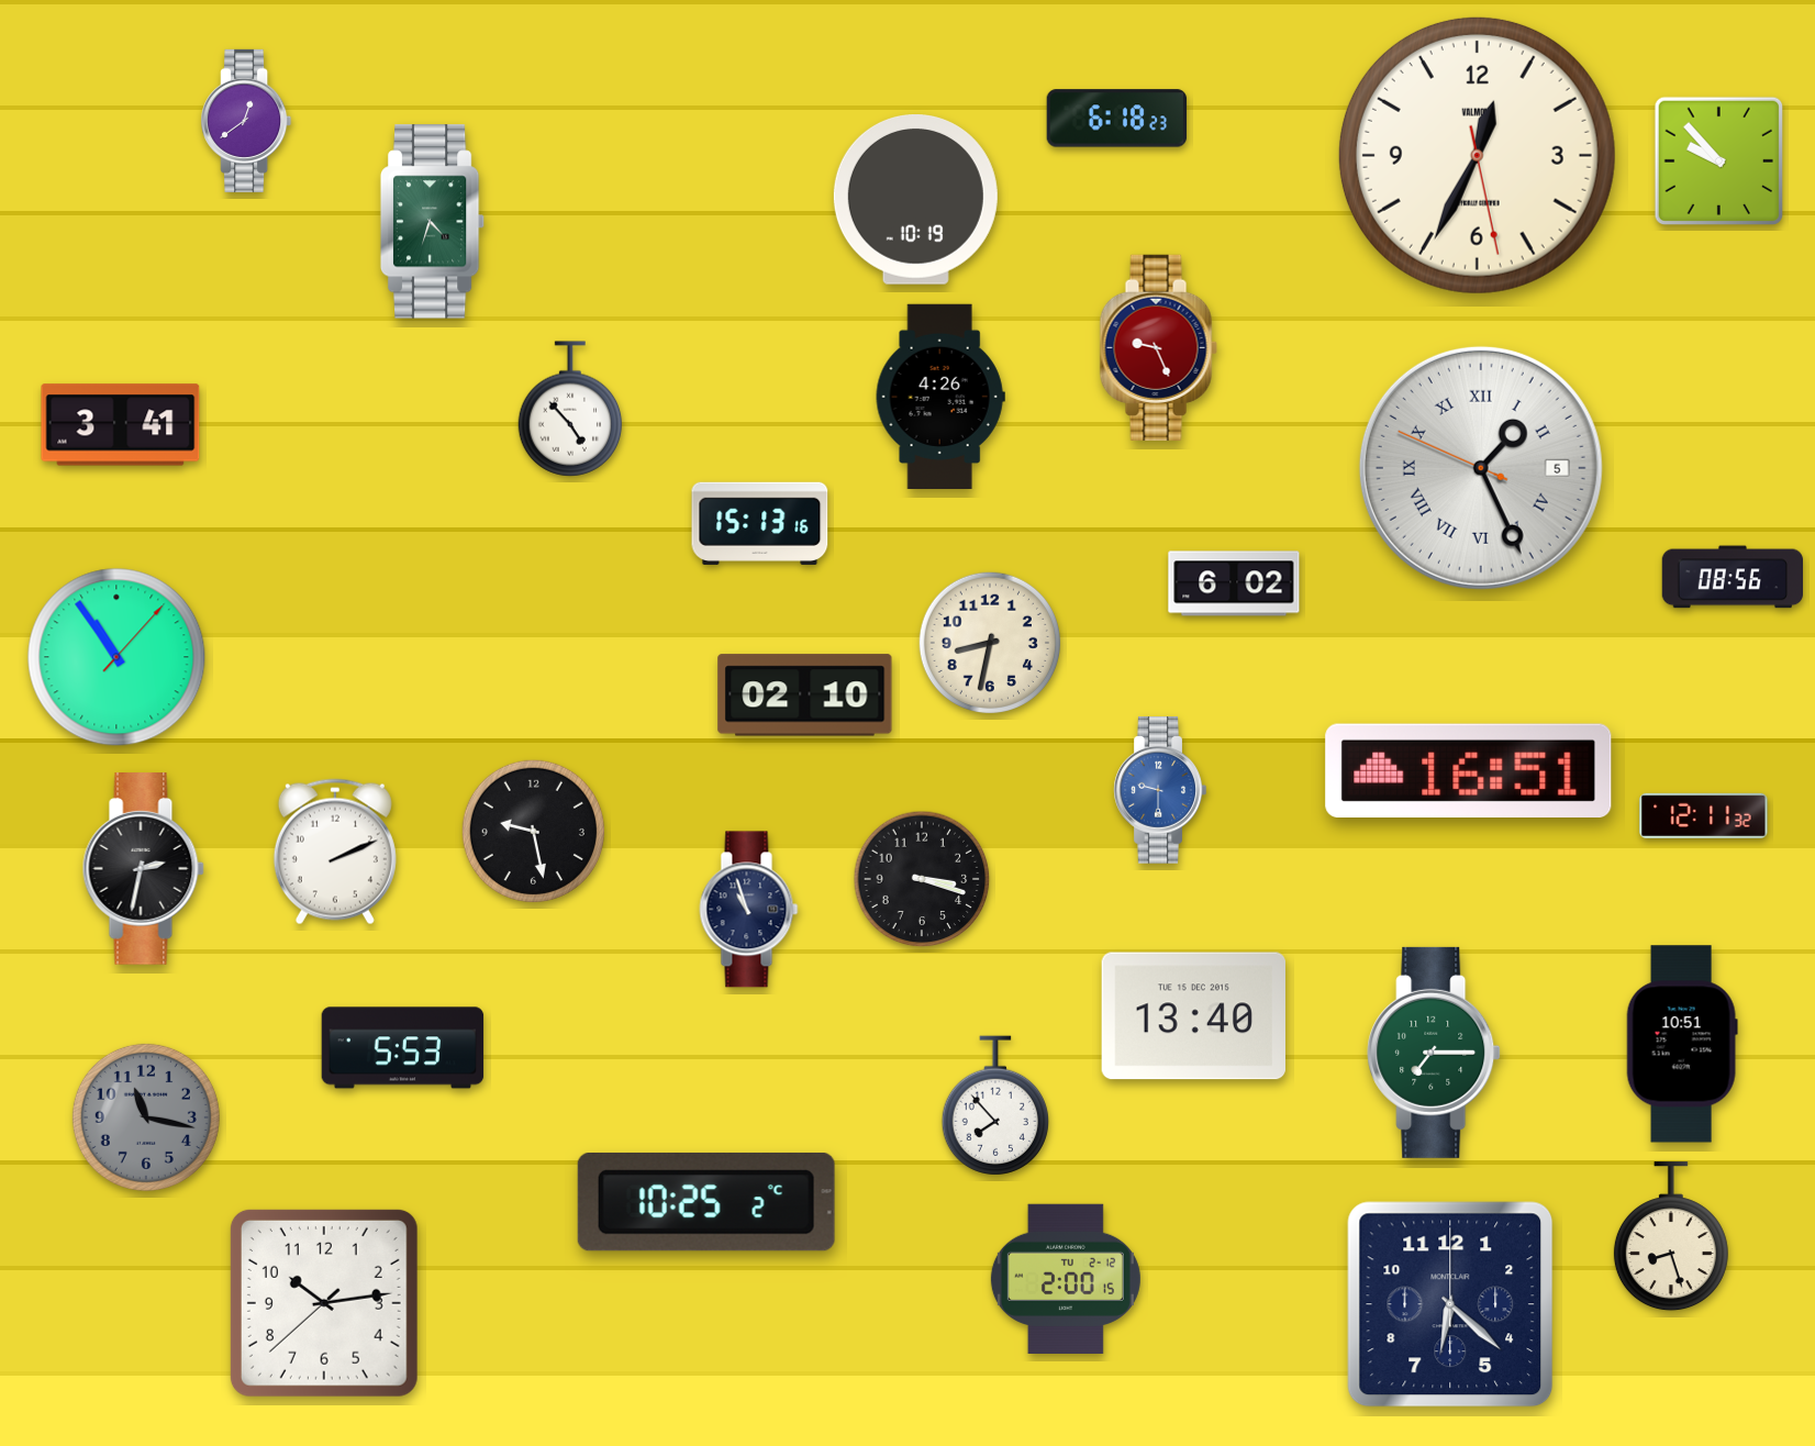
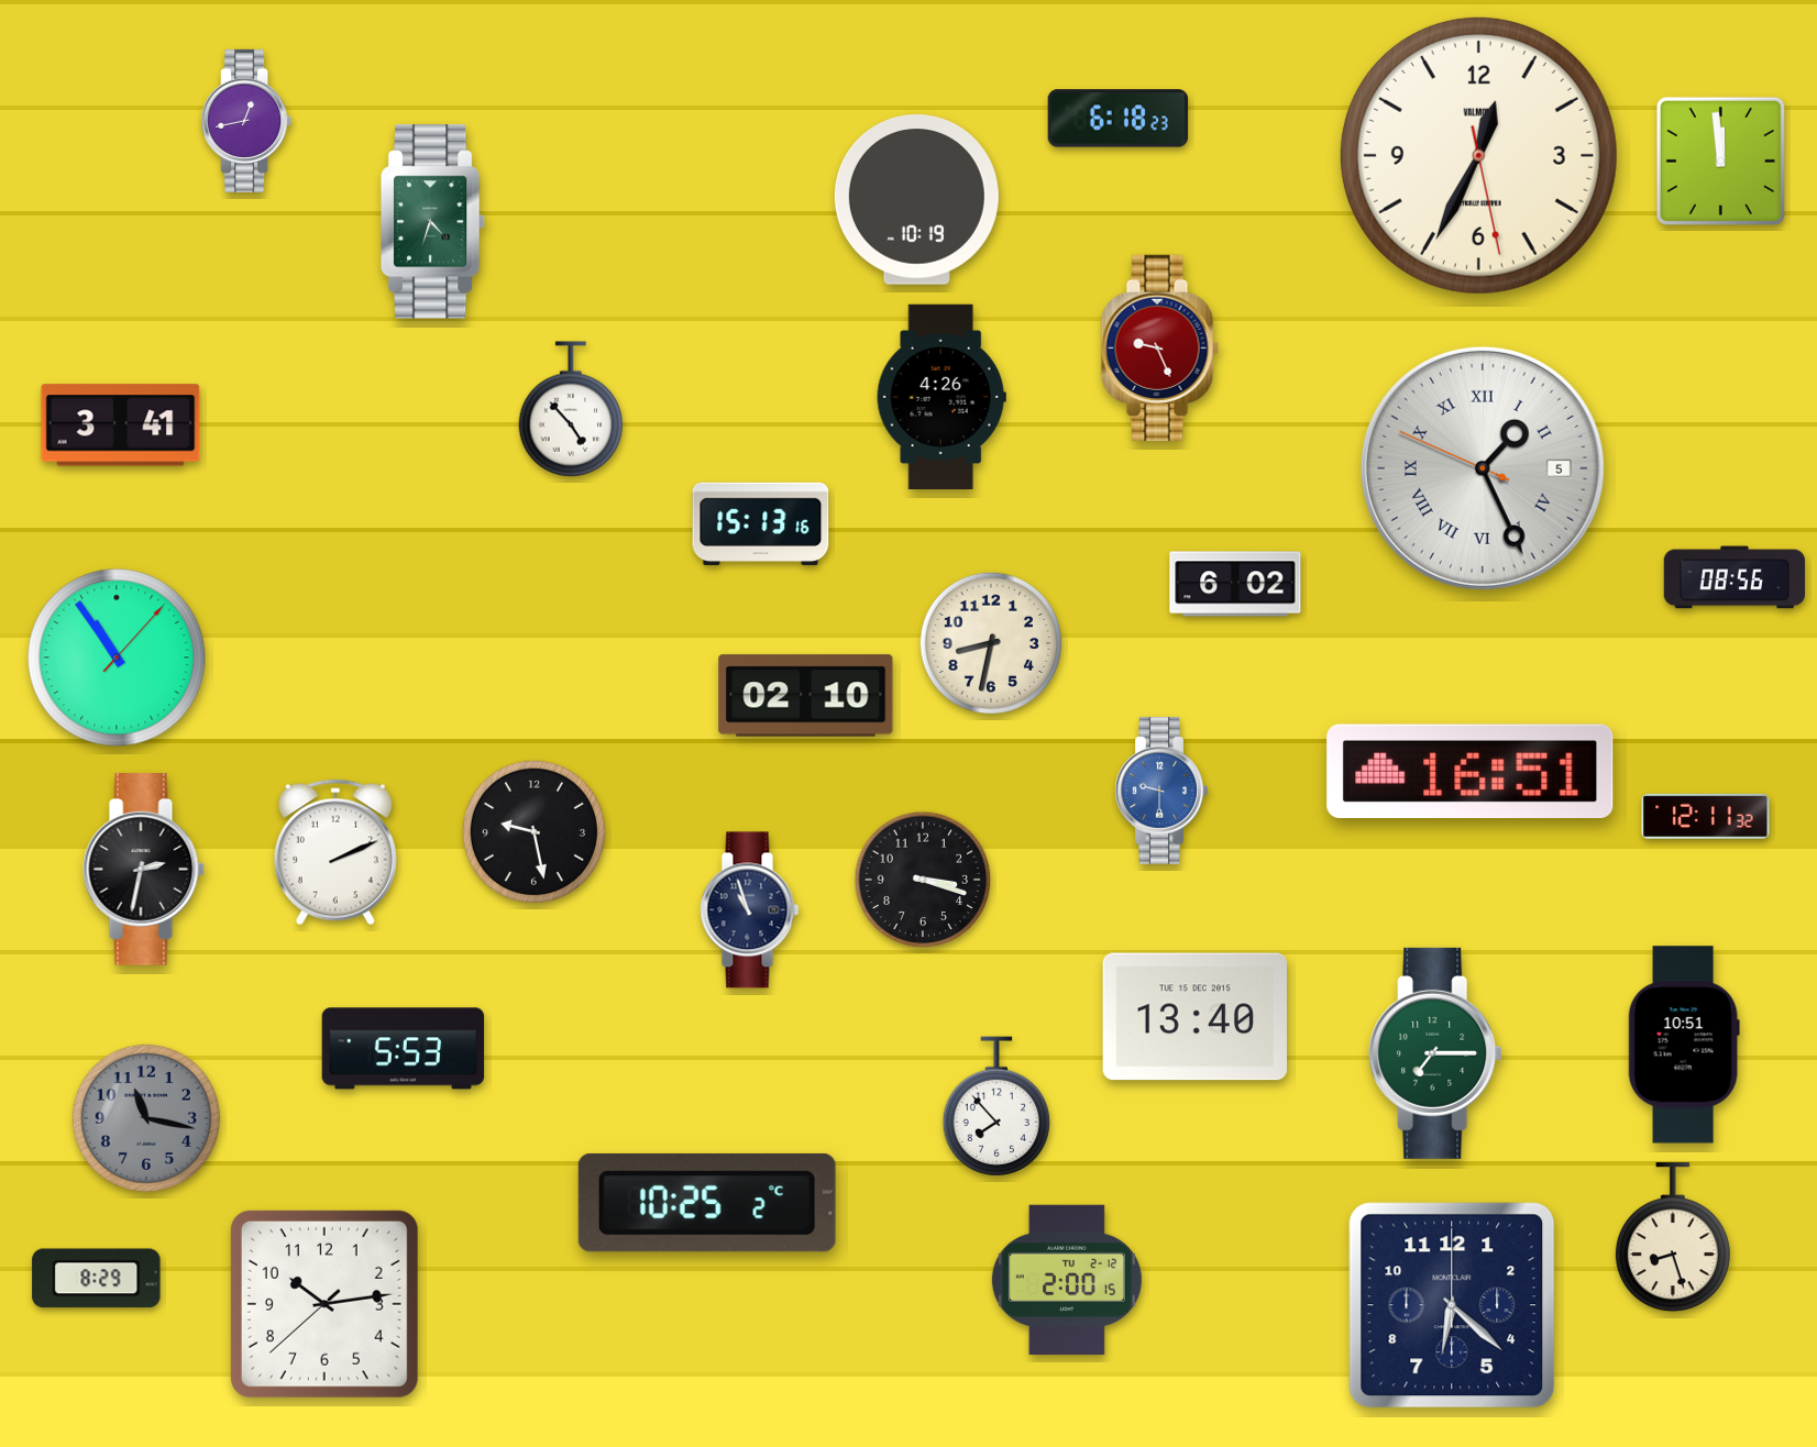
clock at (246, 121): 12:39 -> 12:43
clock at (1718, 160): 9:53 -> 11:59
clock at (97, 1279): none -> 8:29
